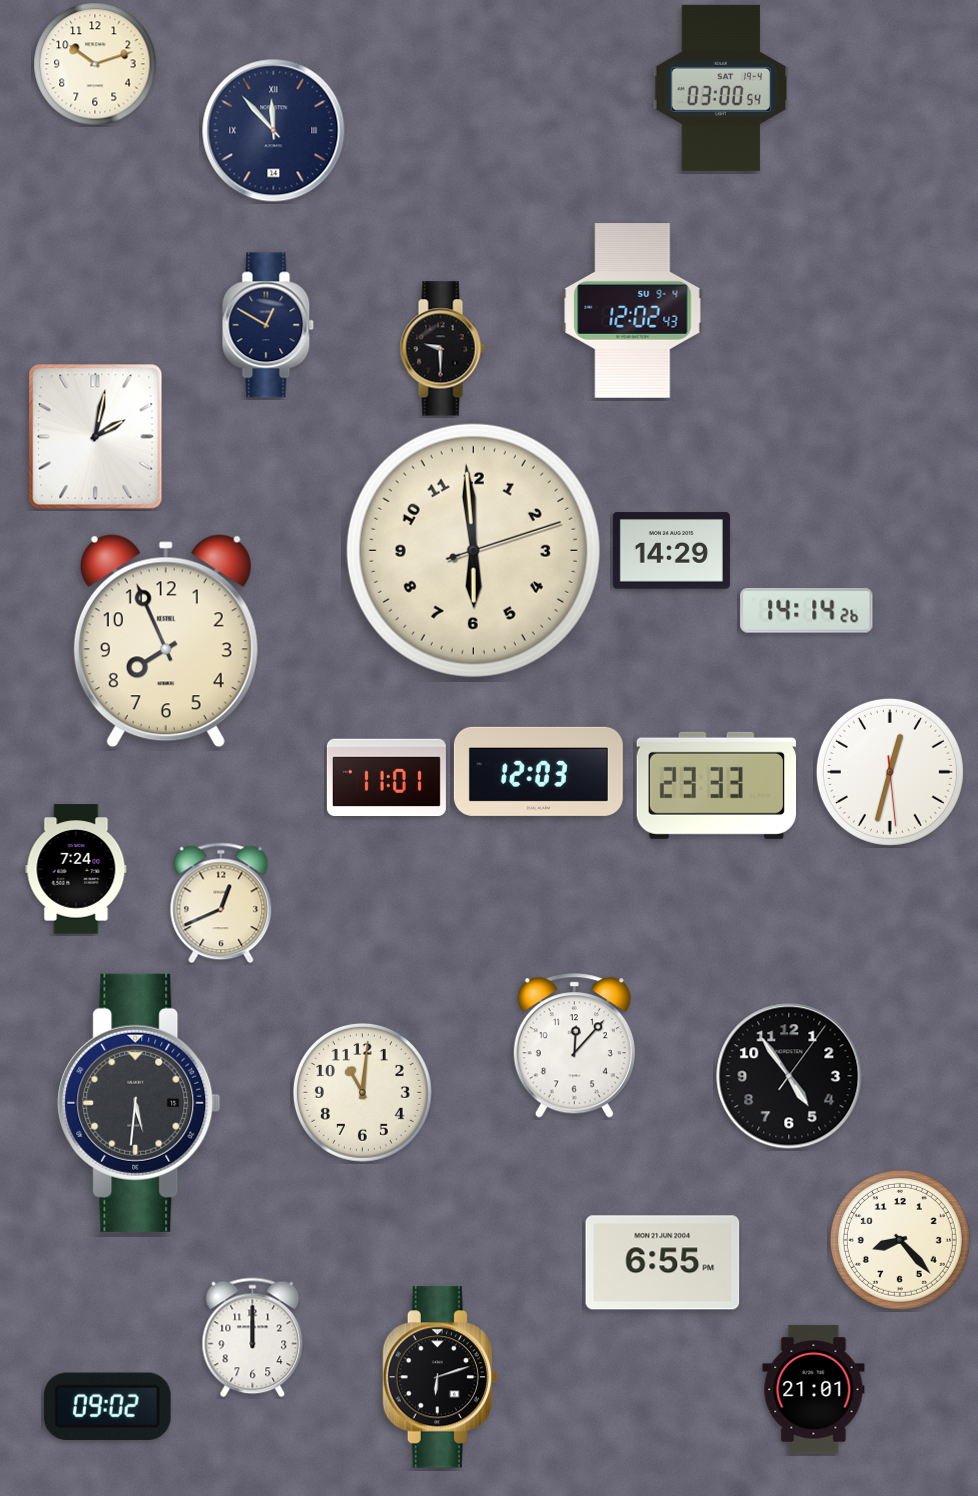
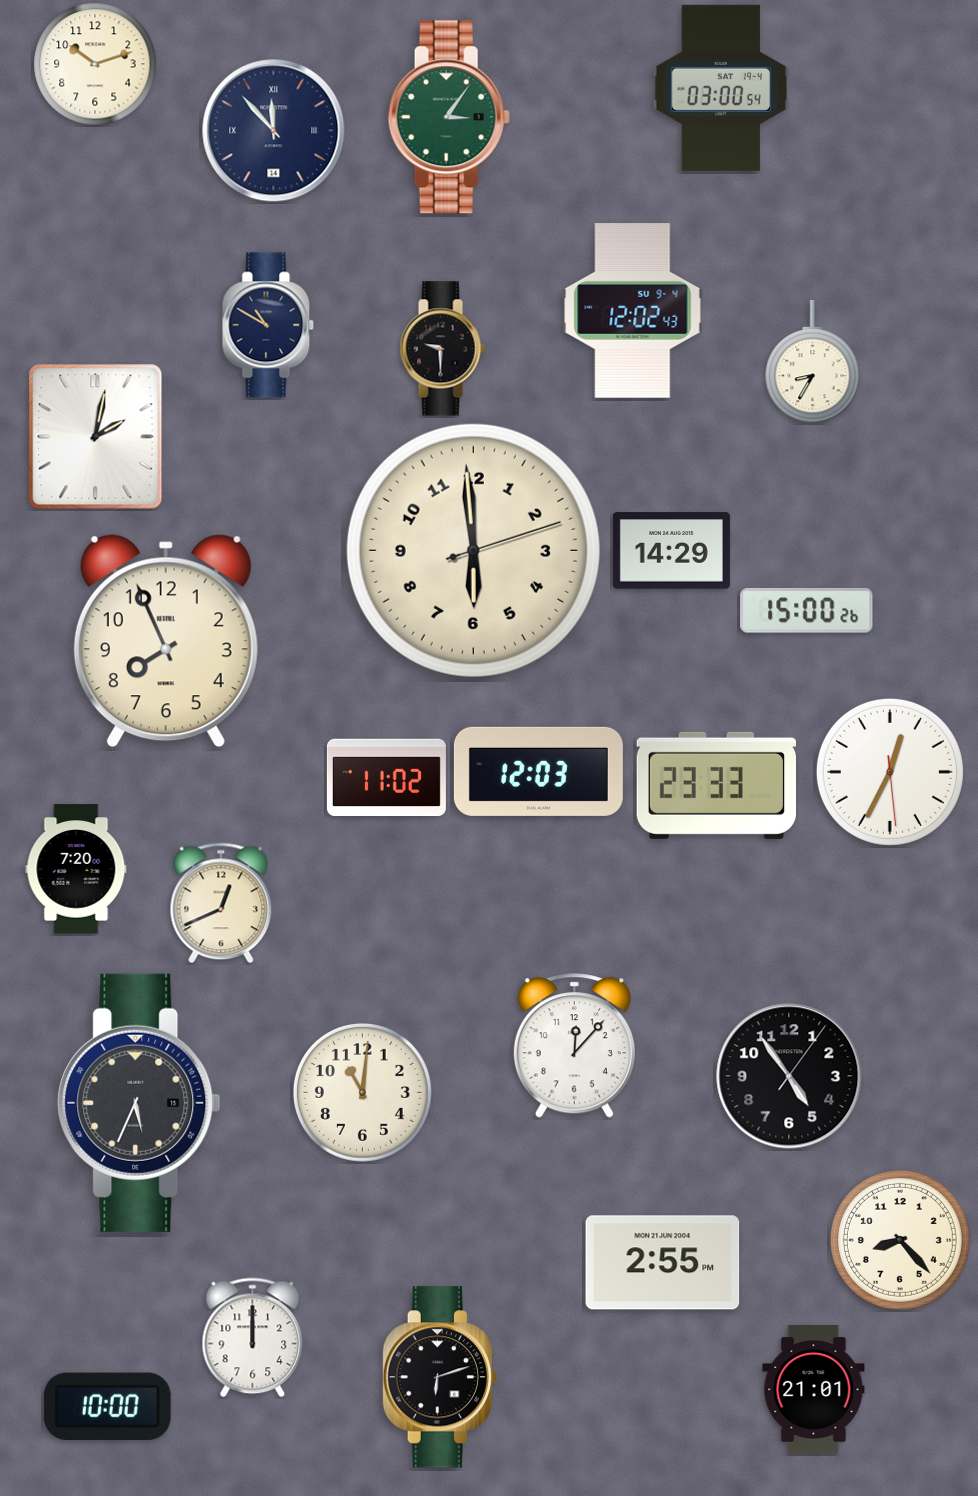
clock at (449, 117): none -> 3:06
clock at (268, 325): 12:50 -> 10:50
clock at (813, 362): none -> 8:35
clock at (807, 610): 14:14 -> 15:00
clock at (890, 772): 12:32 -> 12:34
clock at (386, 778): 11:01 -> 11:02
clock at (76, 869): 7:24 -> 7:20
clock at (139, 1103): 5:31 -> 5:34
clock at (663, 1263): 6:55 -> 2:55
clock at (107, 1406): 09:02 -> 10:00
